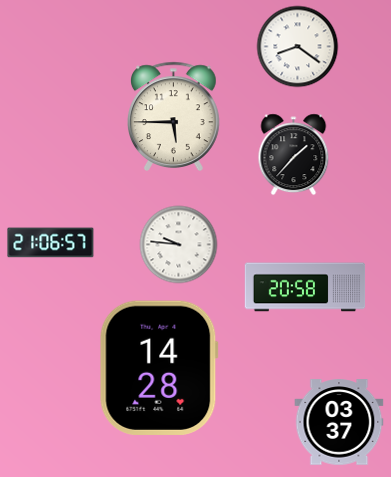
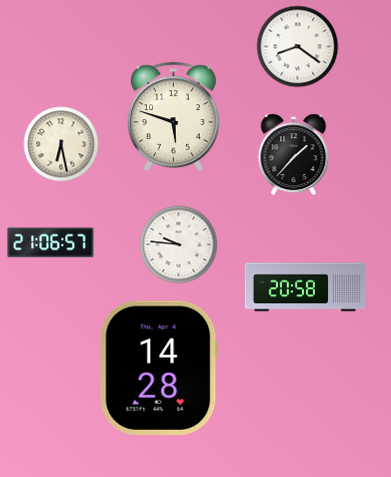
clock at (174, 116): 5:45 -> 5:48
clock at (61, 144): none -> 6:28
clock at (339, 422): 03:37 -> none
